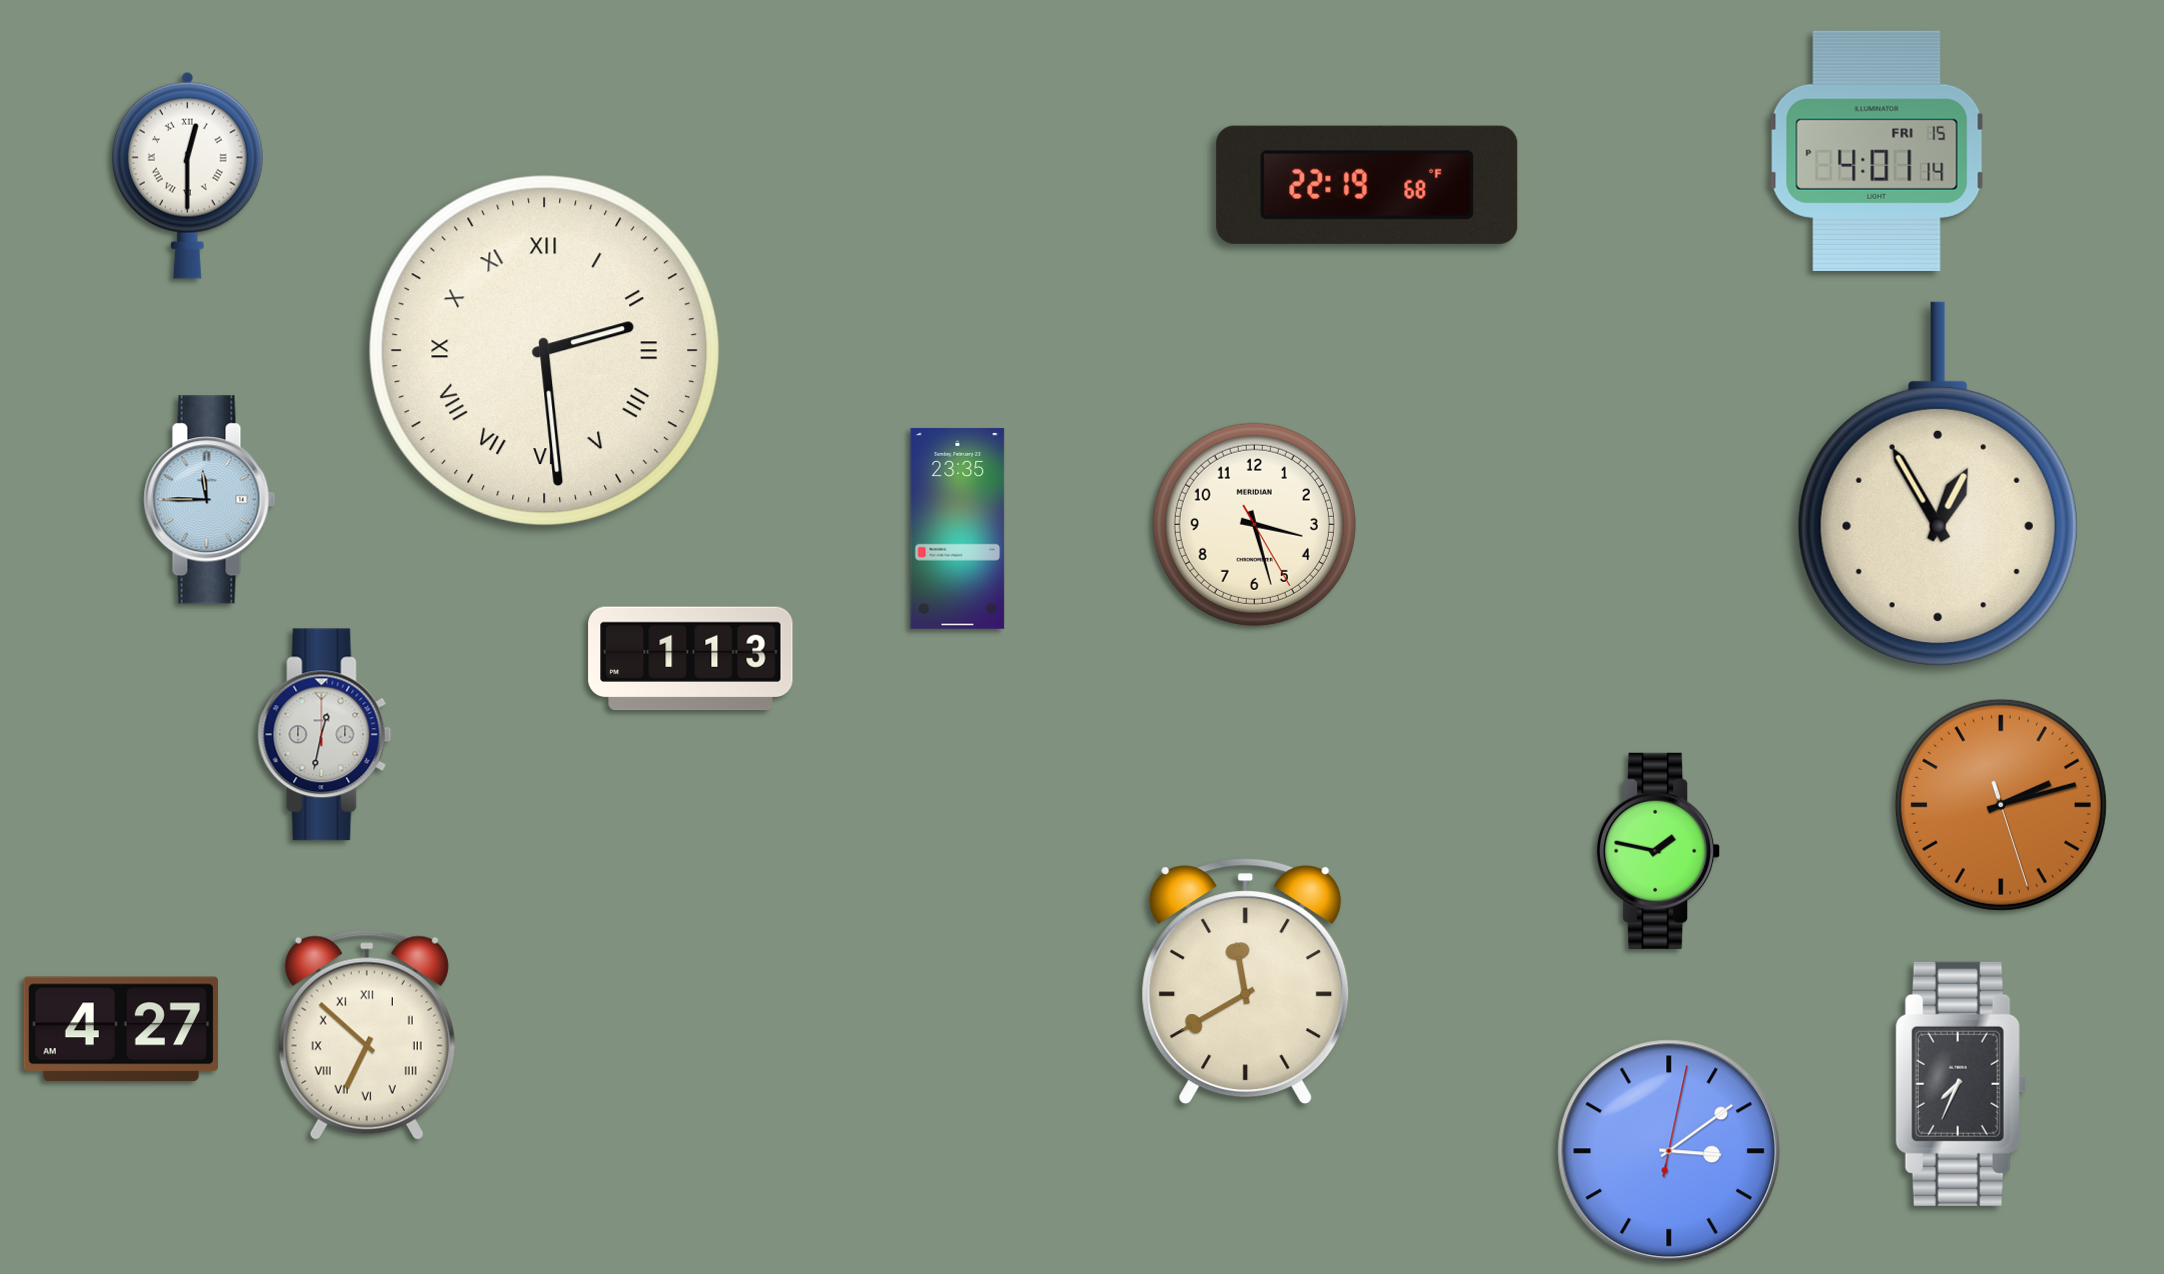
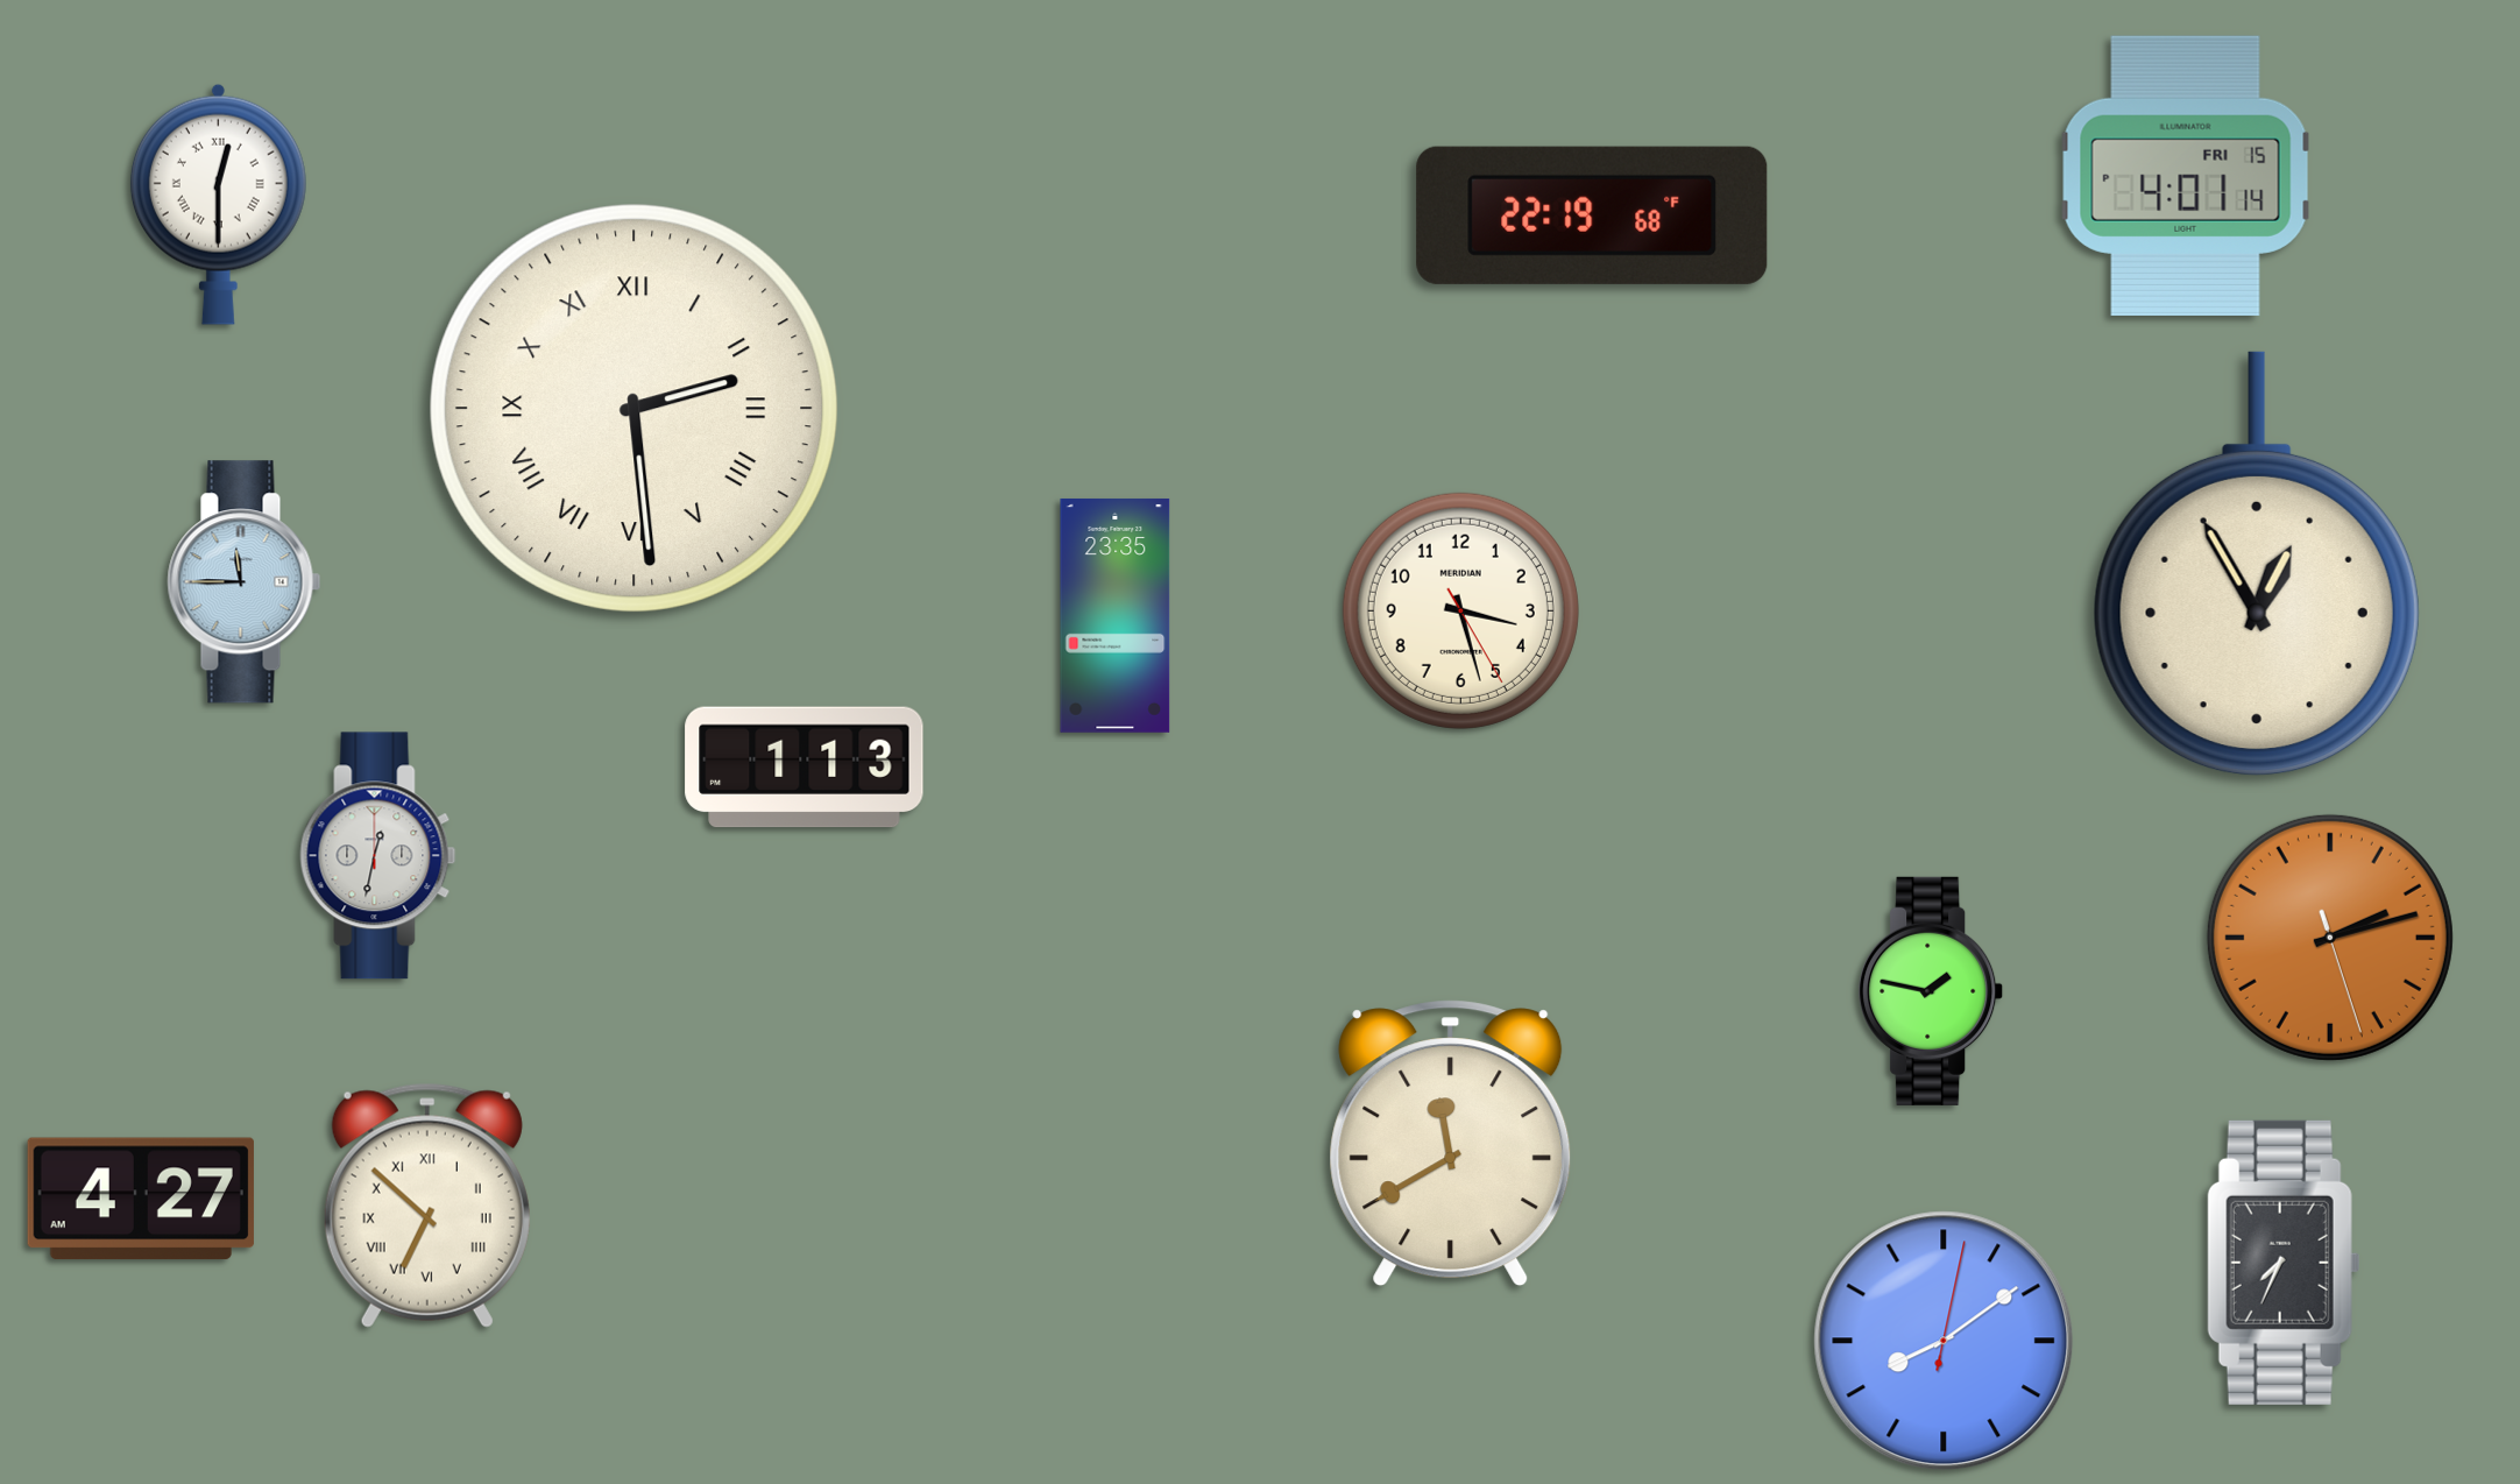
clock at (1669, 1151): 3:09 -> 8:09
